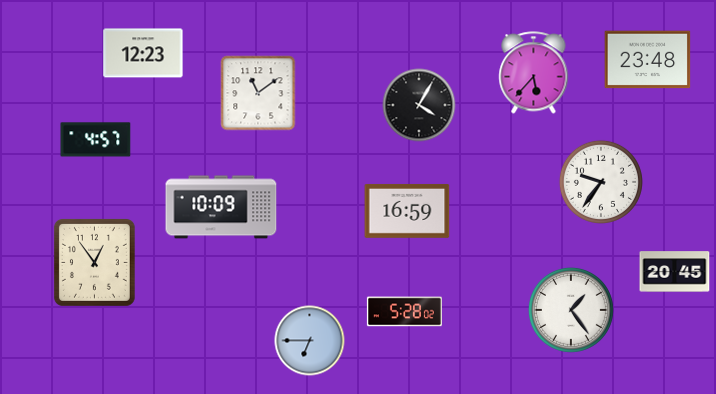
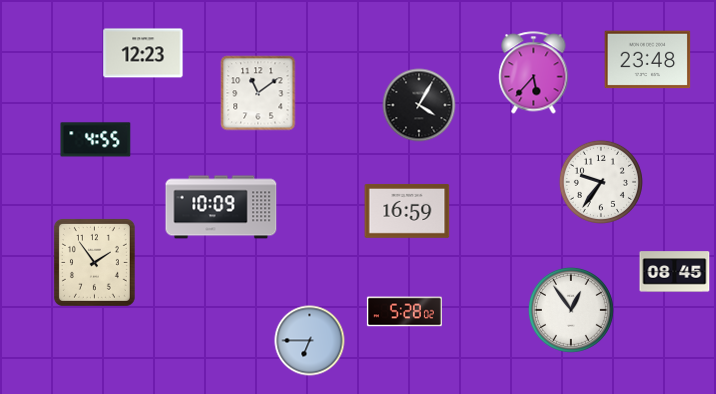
clock at (96, 140): 4:57 -> 4:55
clock at (94, 262): 12:54 -> 1:54
clock at (675, 272): 20:45 -> 08:45
clock at (571, 310): 1:24 -> 12:54
